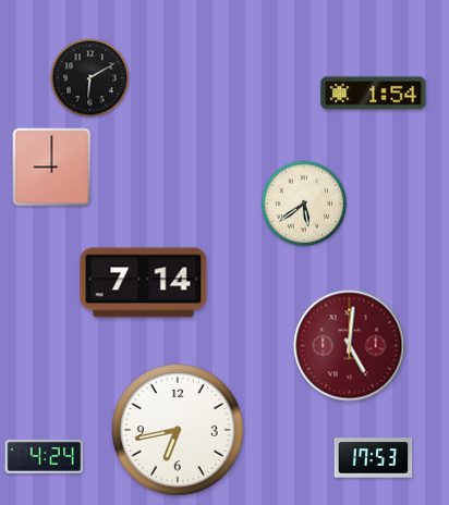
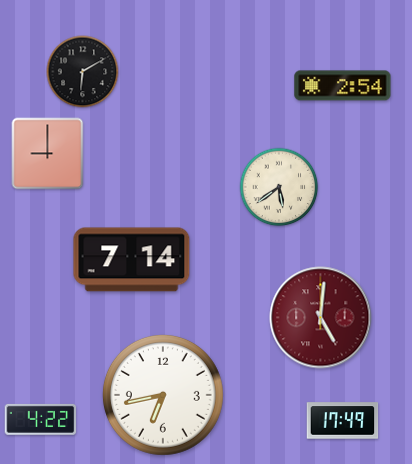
clock at (374, 94): 1:54 -> 2:54
clock at (45, 456): 4:24 -> 4:22
clock at (374, 458): 17:53 -> 17:49
